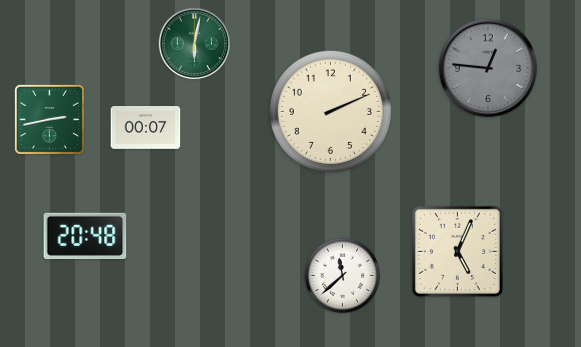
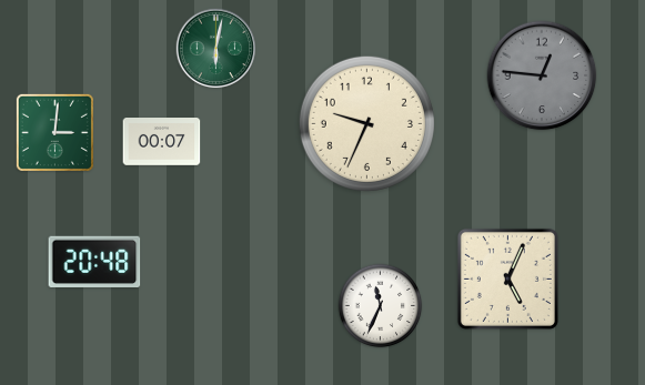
clock at (330, 111): 2:11 -> 9:34
clock at (49, 119): 2:43 -> 3:01
clock at (343, 276): 11:38 -> 11:34
